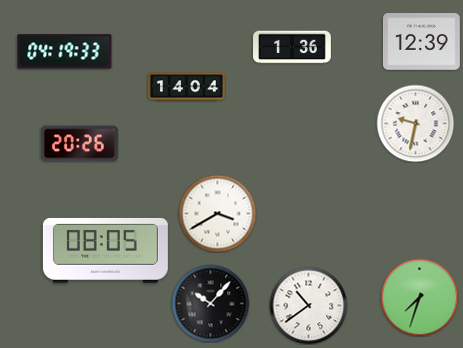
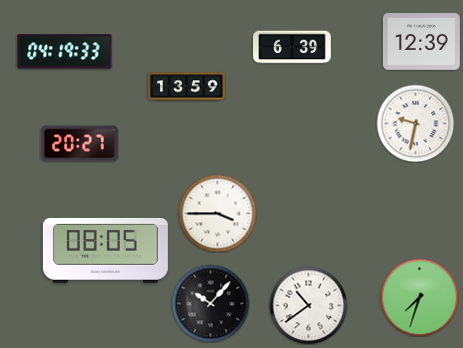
clock at (292, 47): 1:36 -> 6:39
clock at (187, 87): 14:04 -> 13:59
clock at (79, 144): 20:26 -> 20:27
clock at (217, 213): 3:40 -> 3:45
